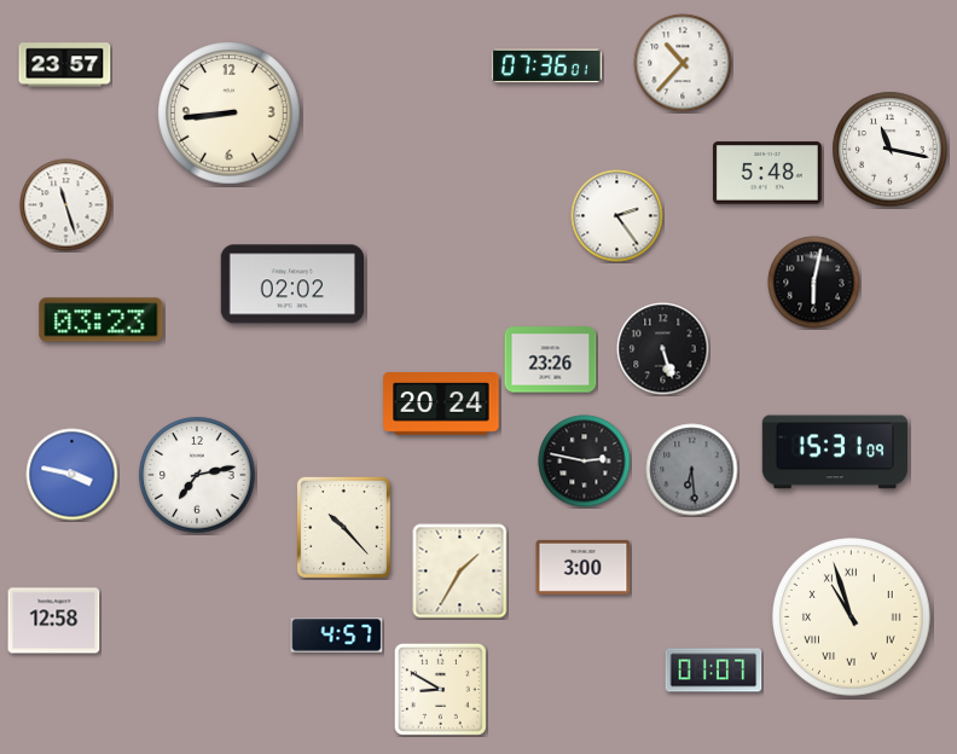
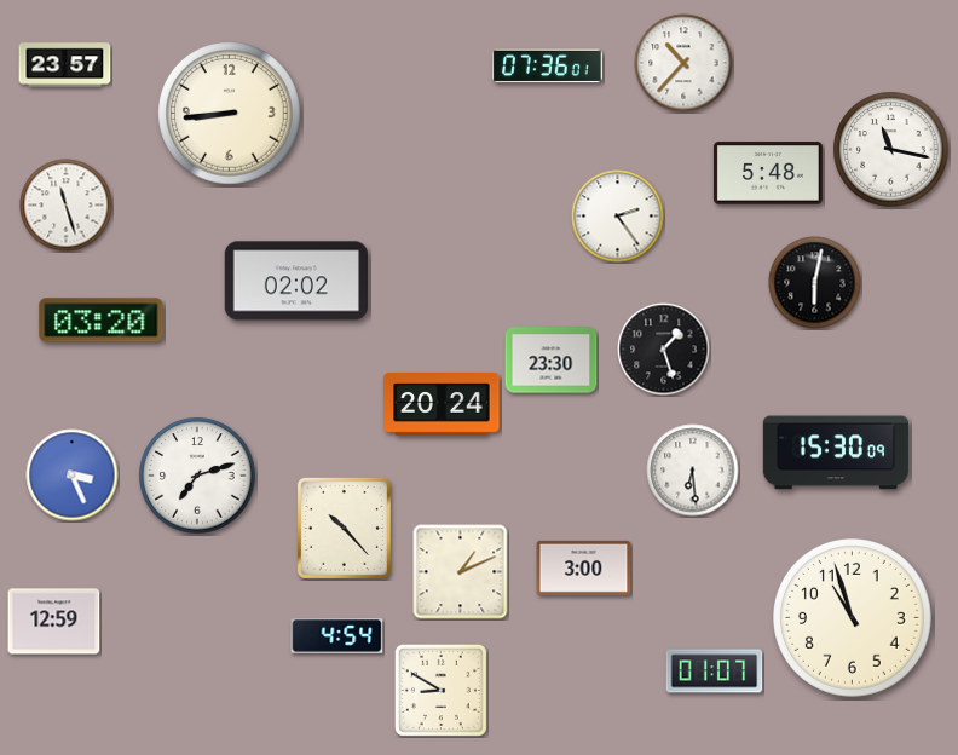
clock at (292, 284) position: (292, 284) -> (296, 281)
clock at (101, 320): 03:23 -> 03:20
clock at (663, 349): 5:27 -> 1:27
clock at (551, 360): 23:26 -> 23:30
clock at (835, 452): 15:31 -> 15:30
clock at (585, 462): 2:47 -> none
clock at (692, 470) dial: grey -> white
clock at (72, 475): 3:47 -> 3:26
clock at (197, 475): 7:13 -> 7:12
clock at (460, 572): 1:35 -> 1:11
clock at (852, 617) numerals: Roman -> Arabic
clock at (54, 621): 12:58 -> 12:59
clock at (337, 636): 4:57 -> 4:54
